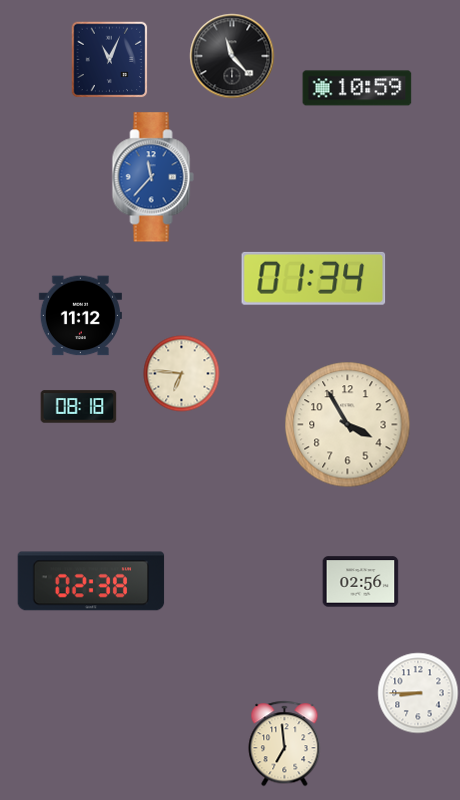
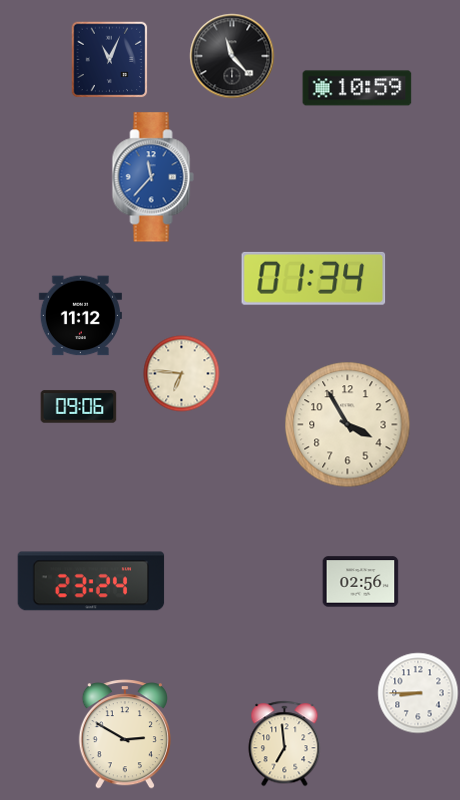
clock at (79, 407): 08:18 -> 09:06
clock at (91, 581): 02:38 -> 23:24
clock at (125, 734): none -> 2:50
